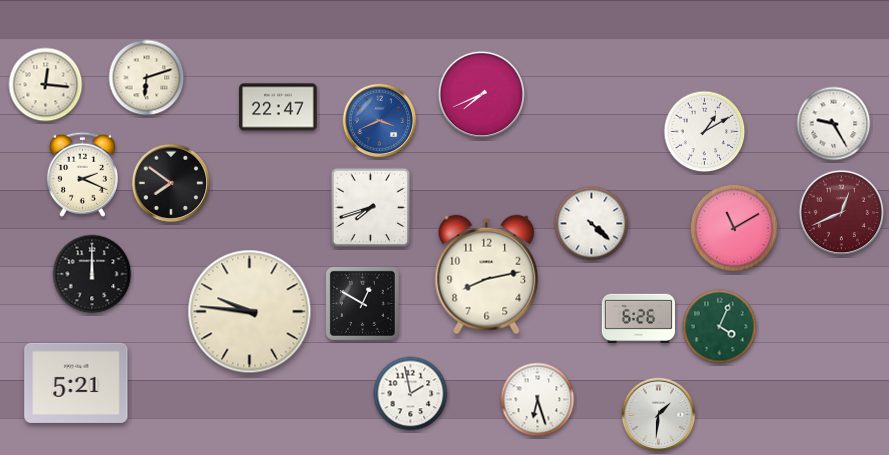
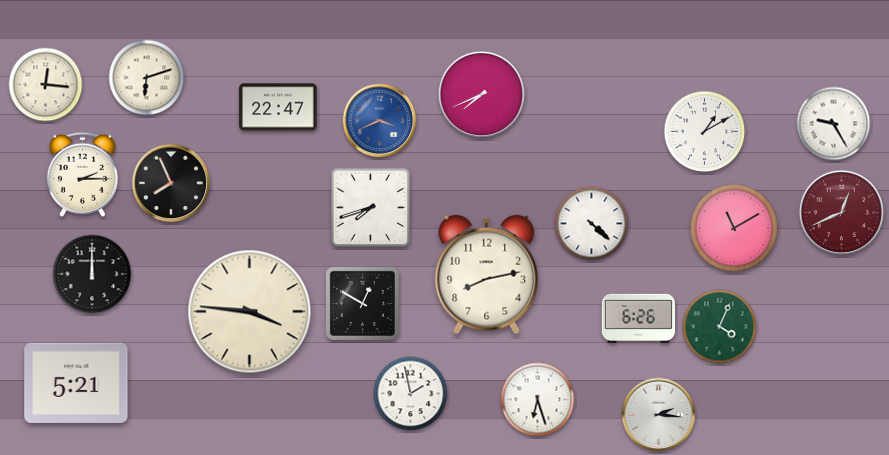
clock at (82, 174): 2:19 -> 2:15
clock at (171, 183): 7:51 -> 7:56
clock at (250, 312): 9:46 -> 3:46
clock at (659, 415): 1:31 -> 2:16
